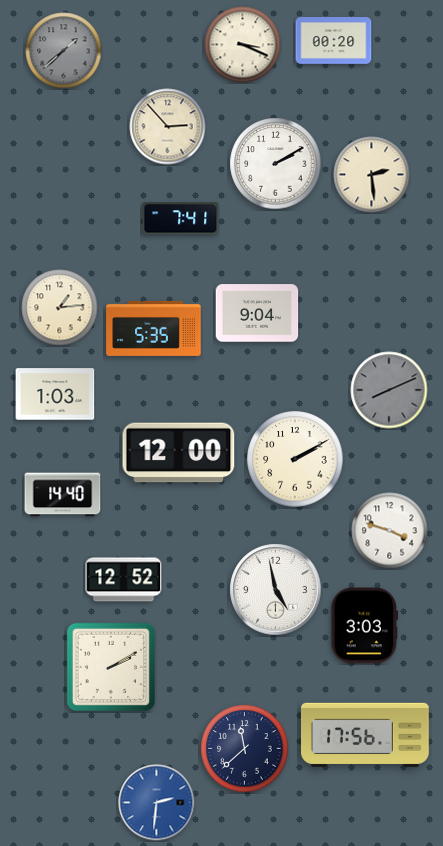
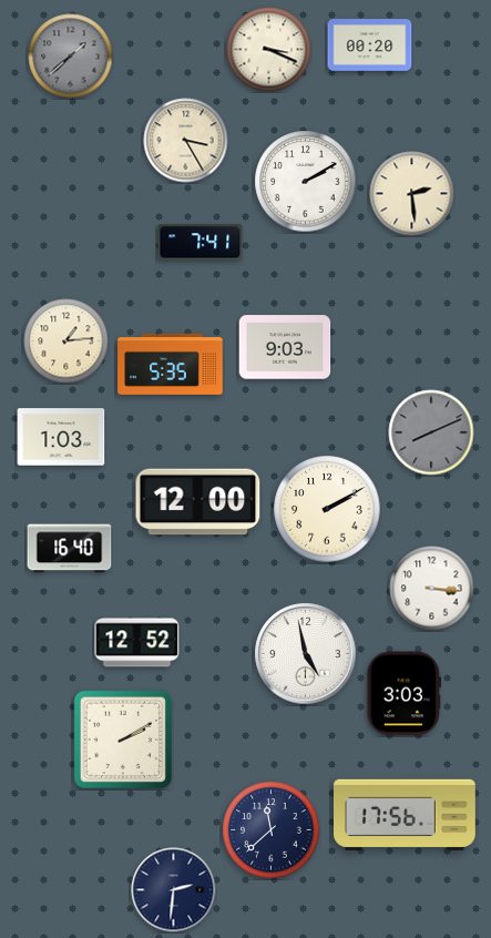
clock at (168, 127): 2:53 -> 3:25
clock at (257, 313): 9:04 -> 9:03
clock at (63, 495): 14:40 -> 16:40
clock at (390, 531): 3:48 -> 3:16
clock at (157, 803) dial: blue -> navy
